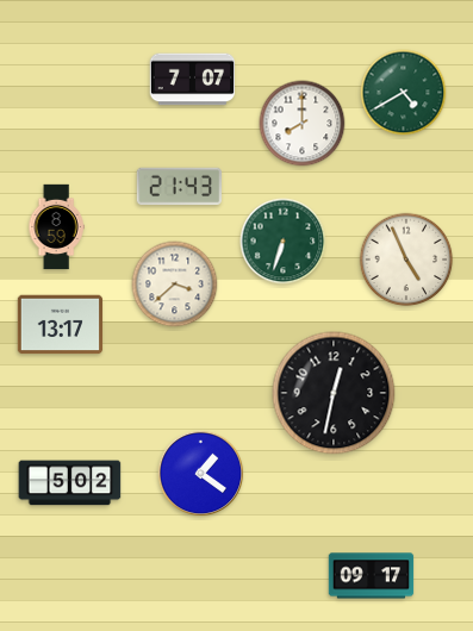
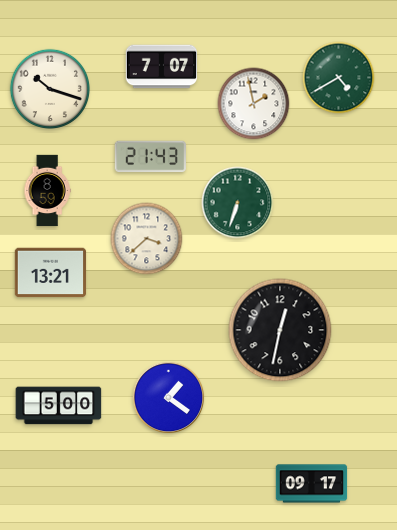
clock at (49, 88): none -> 10:18
clock at (303, 124): 8:00 -> 1:58
clock at (406, 260): 4:56 -> none
clock at (61, 325): 13:17 -> 13:21
clock at (70, 483): 5:02 -> 5:00
